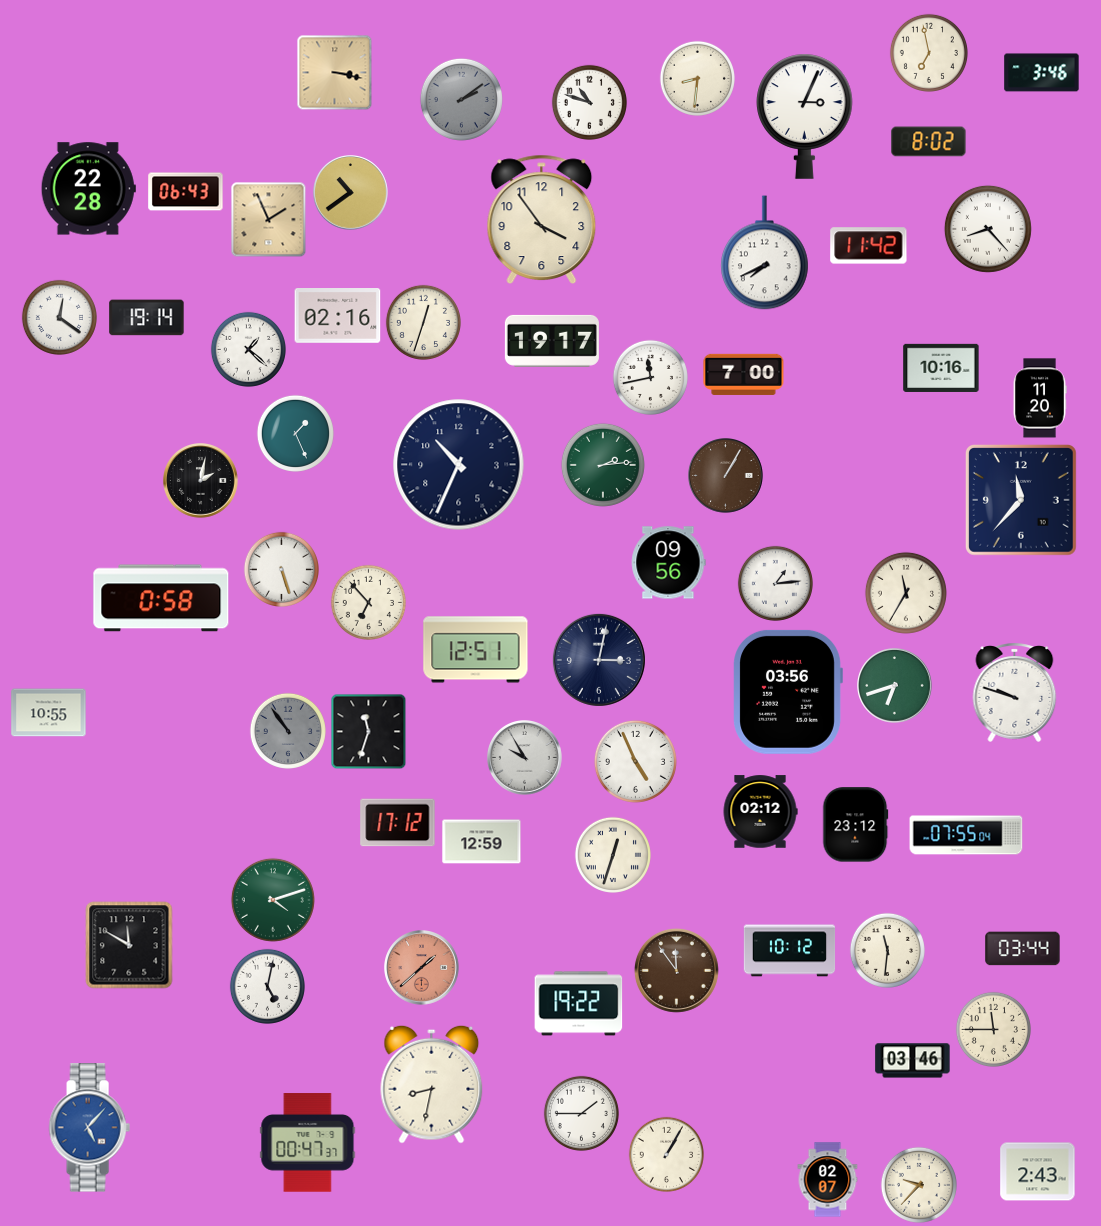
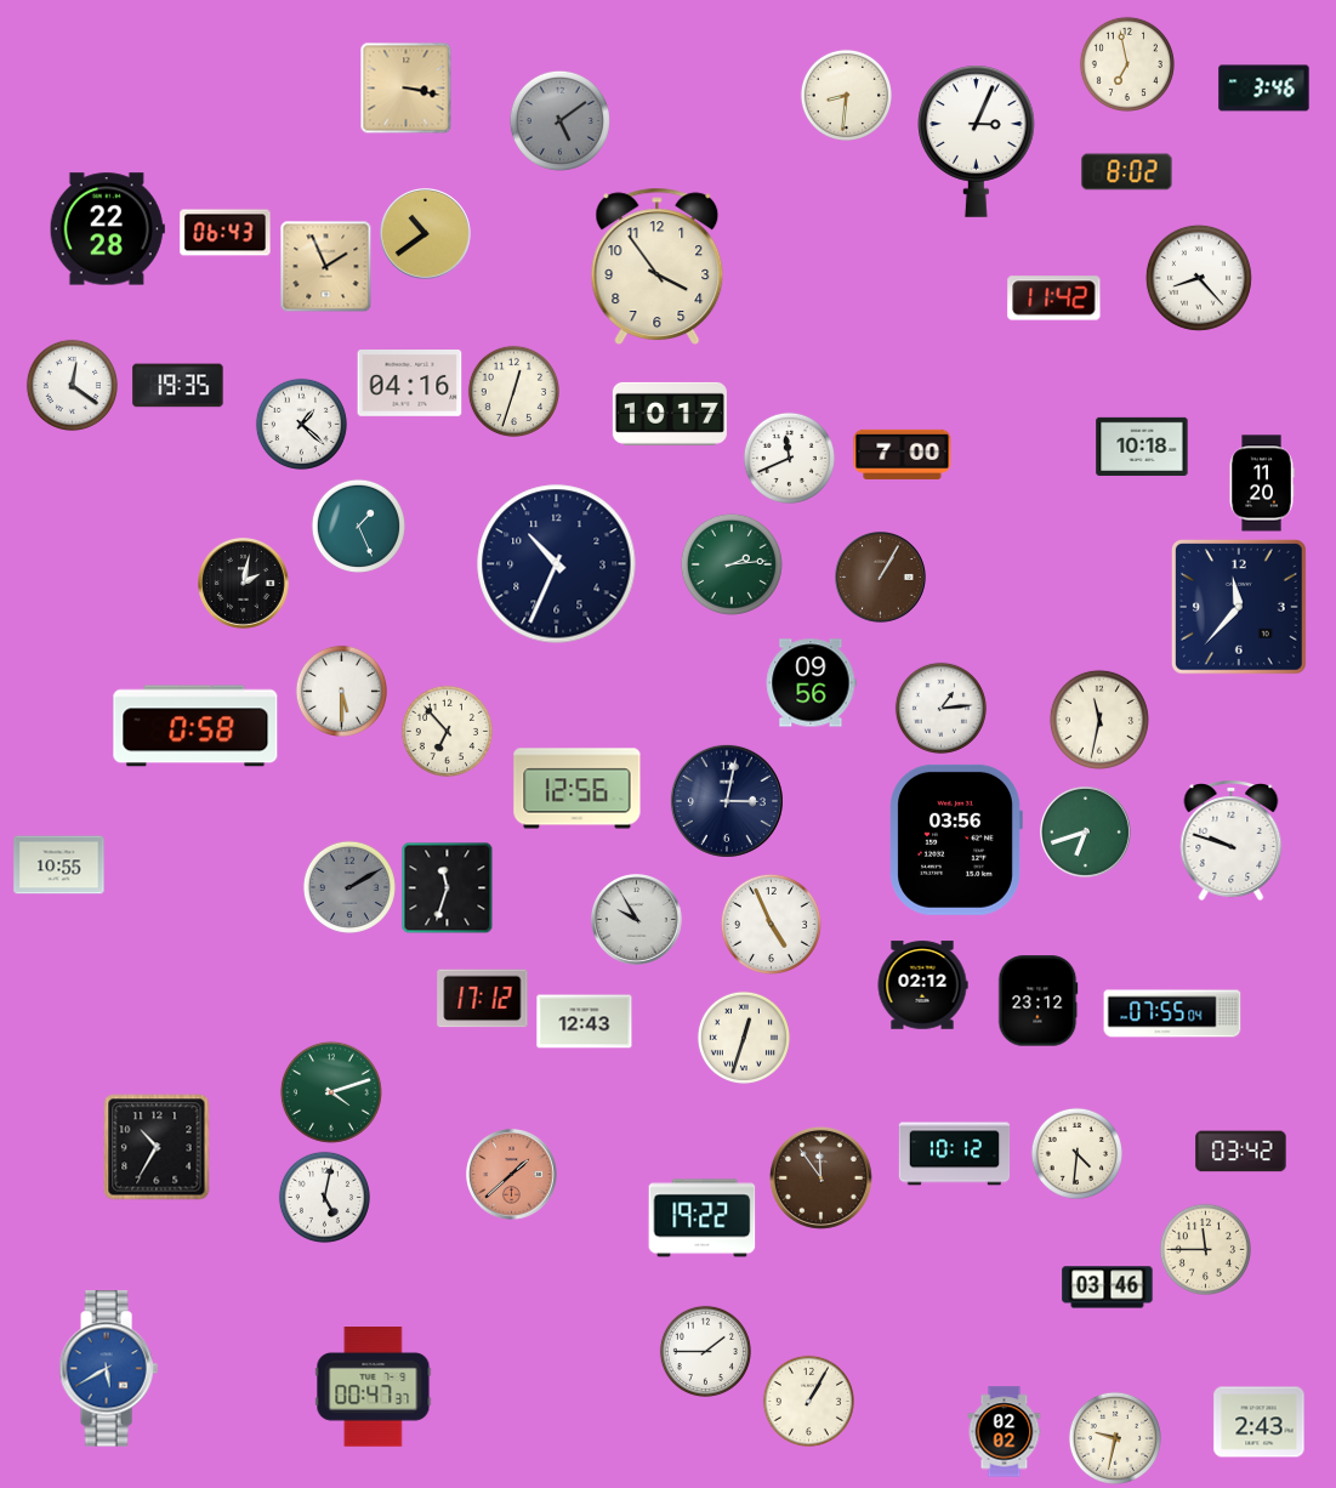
clock at (461, 99): 2:09 -> 5:09
clock at (589, 102): 10:48 -> none
clock at (765, 253): 7:41 -> none
clock at (338, 316): 02:16 -> 04:16
clock at (147, 318): 19:14 -> 19:35
clock at (552, 341): 19:17 -> 10:17
clock at (941, 368): 10:16 -> 10:18
clock at (650, 377): 11:43 -> 11:41
clock at (281, 569): 5:27 -> 5:30
clock at (906, 593): 11:35 -> 11:32
clock at (476, 650): 12:51 -> 12:56
clock at (288, 731): 10:54 -> 2:10
clock at (482, 842): 12:59 -> 12:43
clock at (129, 945): 11:50 -> 10:35
clock at (1023, 949): 03:44 -> 03:42
clock at (887, 950): 11:31 -> 4:31
clock at (790, 951) position: (790, 951) -> (955, 1154)
clock at (432, 1084): 8:32 -> none
clock at (89, 1128): 5:07 -> 5:40
clock at (828, 1180): 02:07 -> 02:02
clock at (919, 1185): 9:37 -> 9:32
